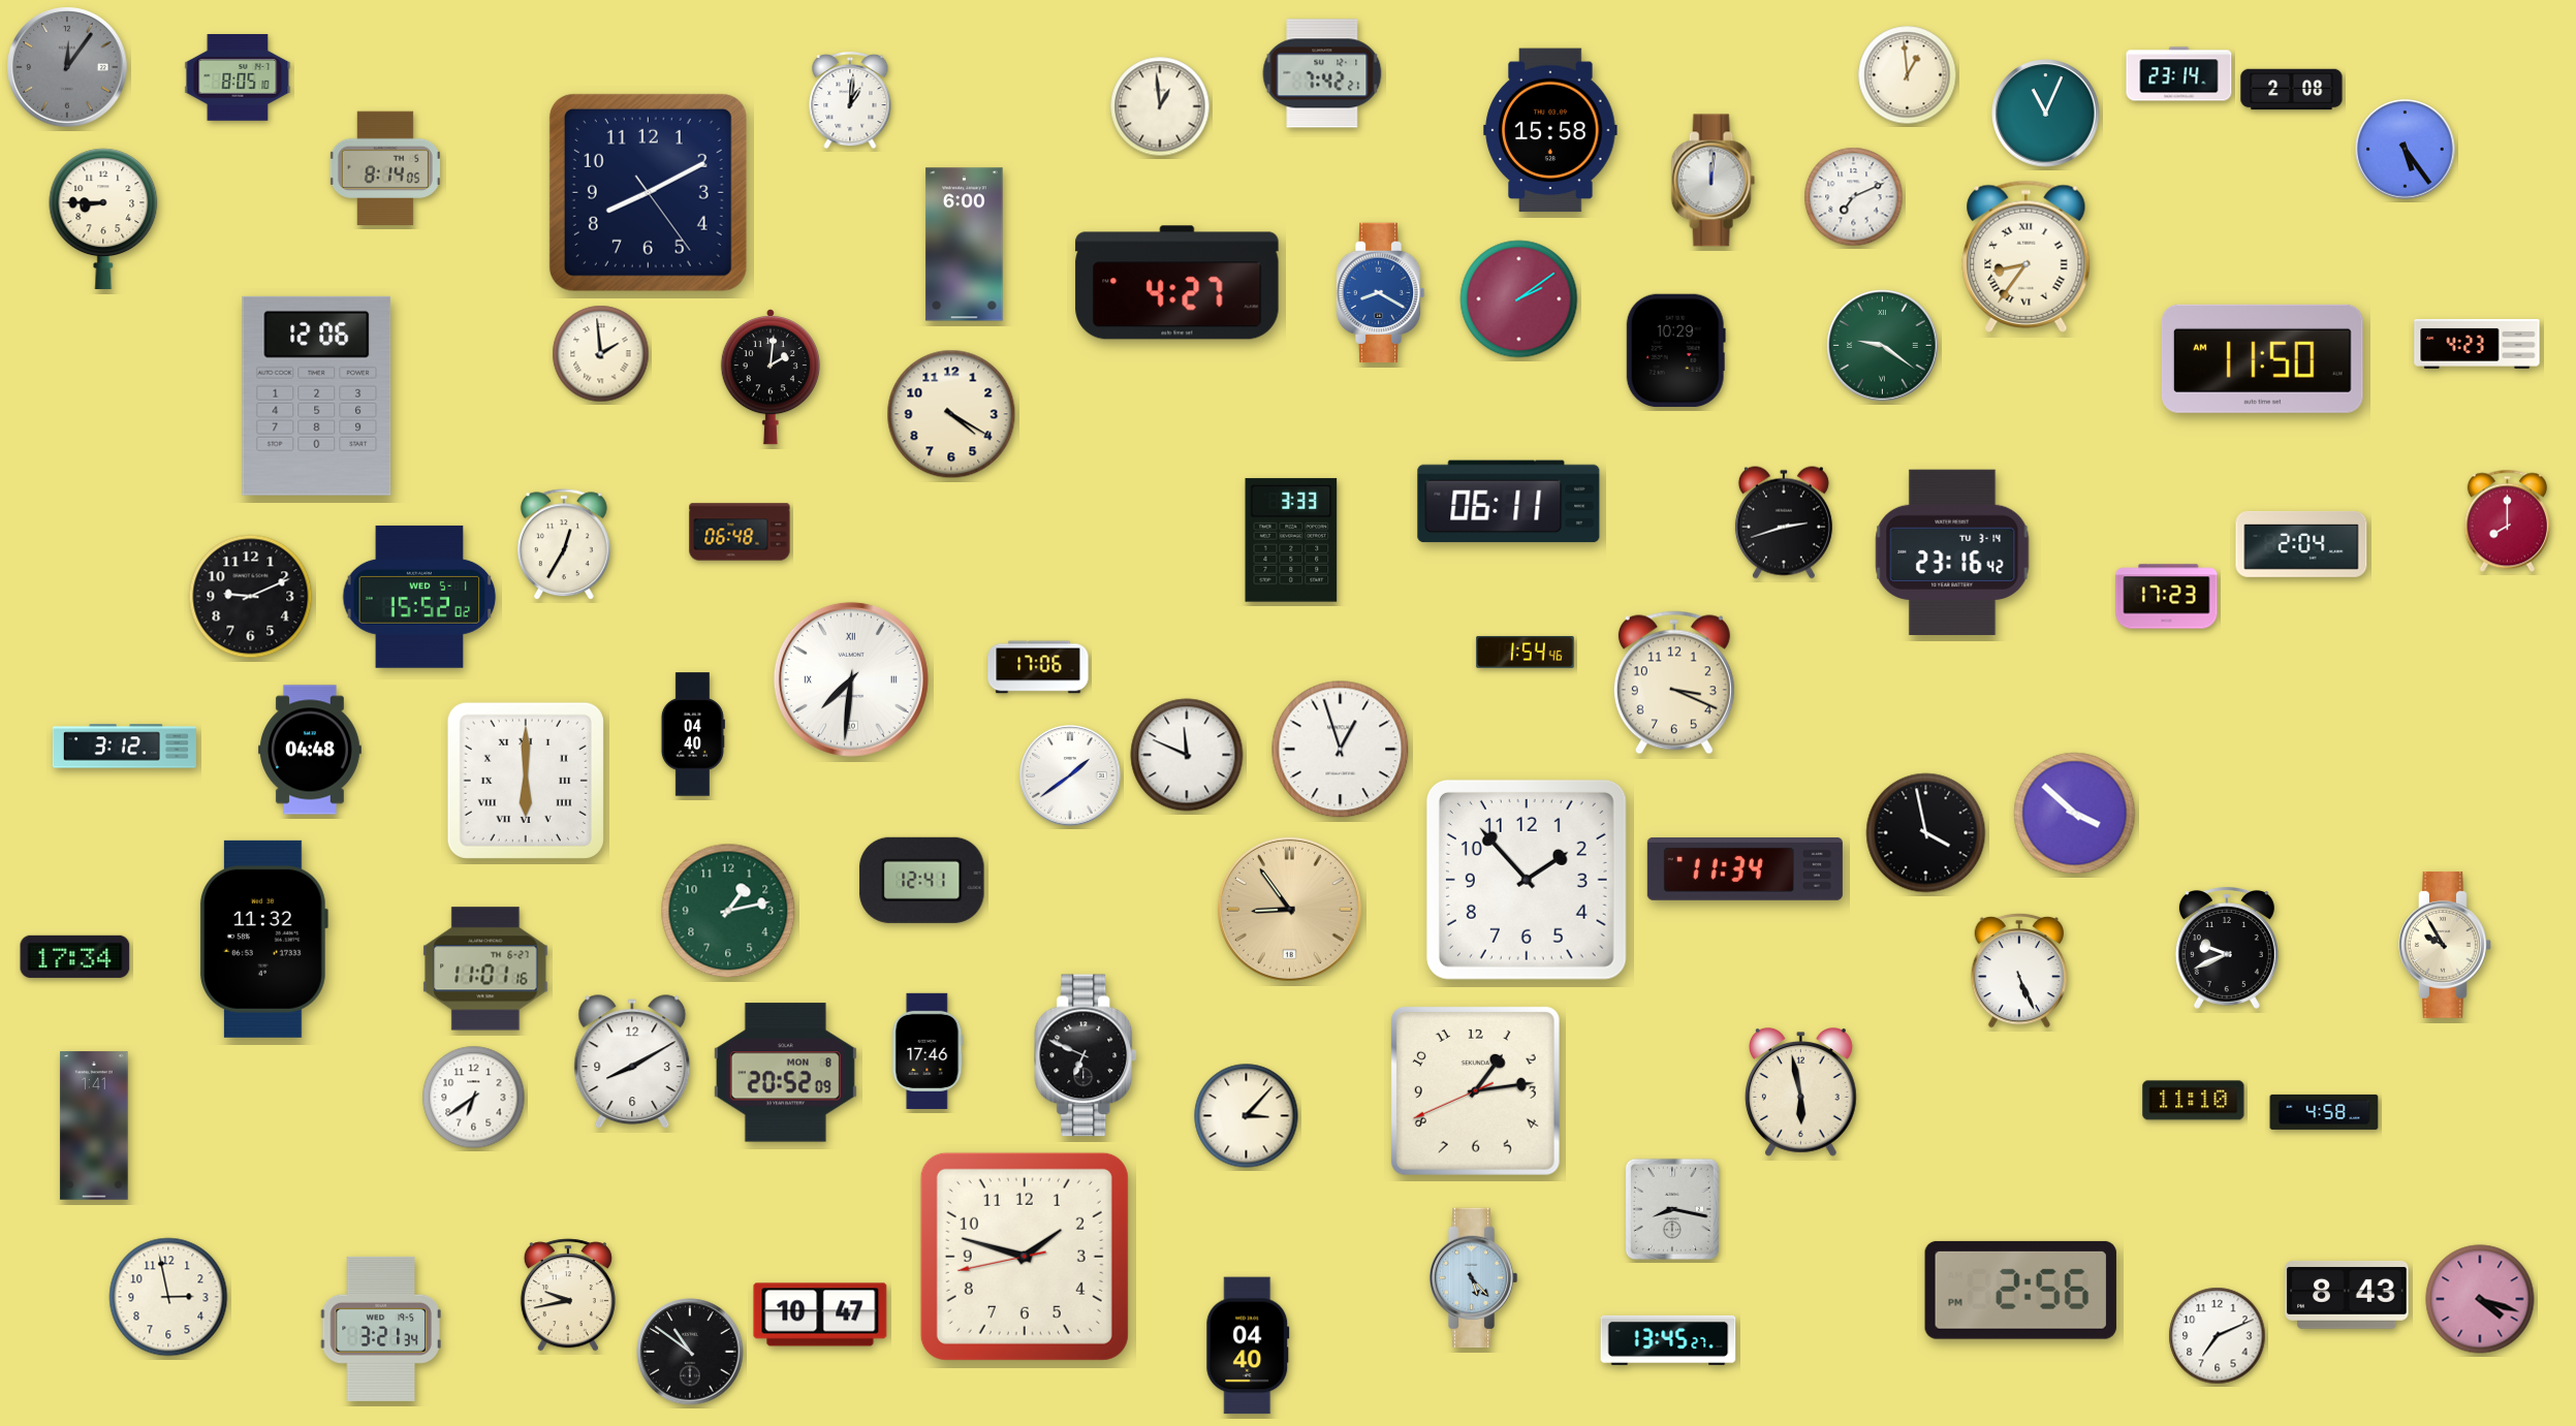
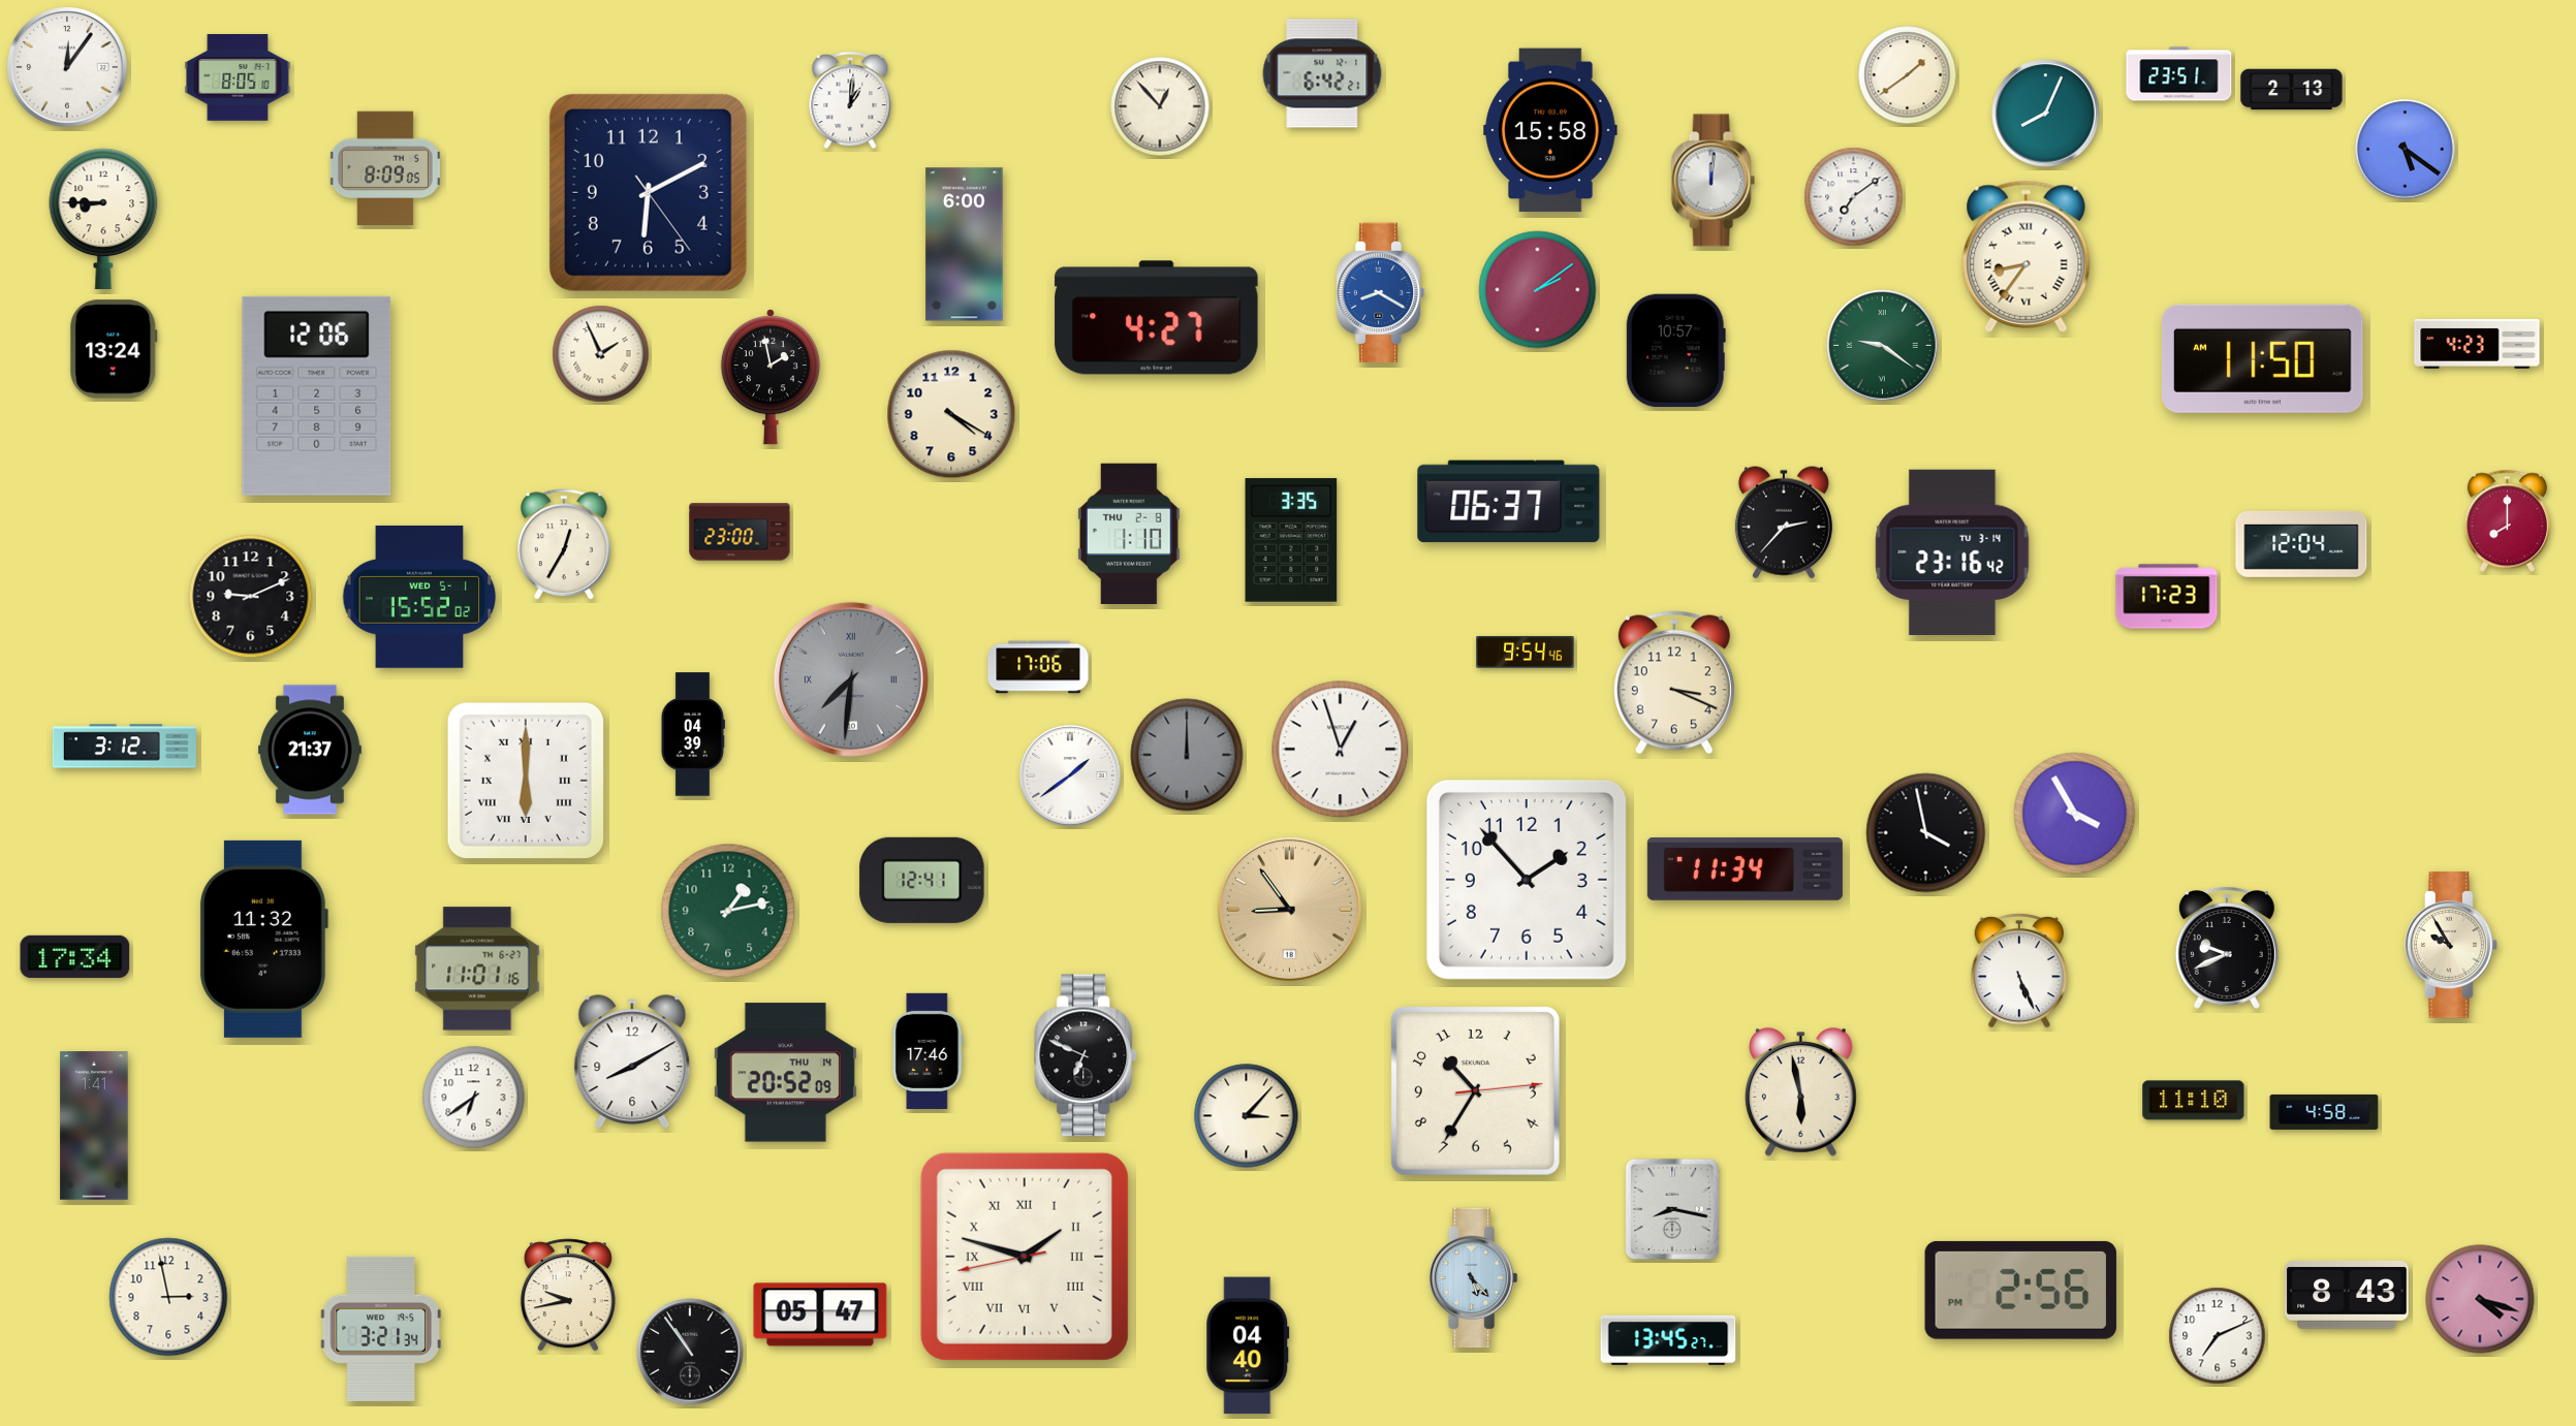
clock at (67, 67) dial: grey -> white
clock at (1322, 73): 7:42 -> 6:42
clock at (2179, 74): 23:14 -> 23:51
clock at (1908, 75): 12:59 -> 1:39
clock at (2292, 90): 2:08 -> 2:13
clock at (1160, 106): 12:59 -> 12:53
clock at (2046, 114): 11:04 -> 8:04
clock at (2406, 150): 5:24 -> 5:21
clock at (385, 168): 8:14 -> 8:09
clock at (648, 192): 8:10 -> 6:10
clock at (1854, 197): 7:11 -> 7:09
clock at (1177, 283) position: (1177, 283) -> (1157, 318)
clock at (1519, 299) position: (1519, 299) -> (1538, 290)
clock at (114, 349): none -> 13:24
clock at (1675, 351): 10:29 -> 10:57
clock at (601, 354): 1:59 -> 1:56
clock at (771, 378): 2:01 -> 1:58
clock at (1509, 502): 06:11 -> 06:37
clock at (1784, 522): 2:42 -> 2:37
clock at (740, 532): 06:48 -> 23:00
clock at (1130, 534): none -> 1:10
clock at (1291, 540): 3:33 -> 3:35
clock at (2301, 544): 2:04 -> 12:04
clock at (1526, 652): 1:54 -> 9:54
clock at (851, 679) dial: white -> grey
clock at (693, 734): 04:40 -> 04:39
clock at (310, 750): 04:48 -> 21:37
clock at (1187, 755): 11:49 -> 12:00
clock at (1187, 755) dial: white -> grey
clock at (2075, 814): 3:52 -> 3:55
clock at (2446, 945) position: (2446, 945) -> (2452, 945)
clock at (485, 969) position: (485, 969) -> (477, 969)
clock at (785, 1073) date: MON 8 -> THU 14
clock at (1475, 1090): 1:13 -> 10:35
clock at (1025, 1257) numerals: Arabic -> Roman
clock at (820, 1314): 10:47 -> 05:47
clock at (690, 1352): 10:51 -> 10:54
